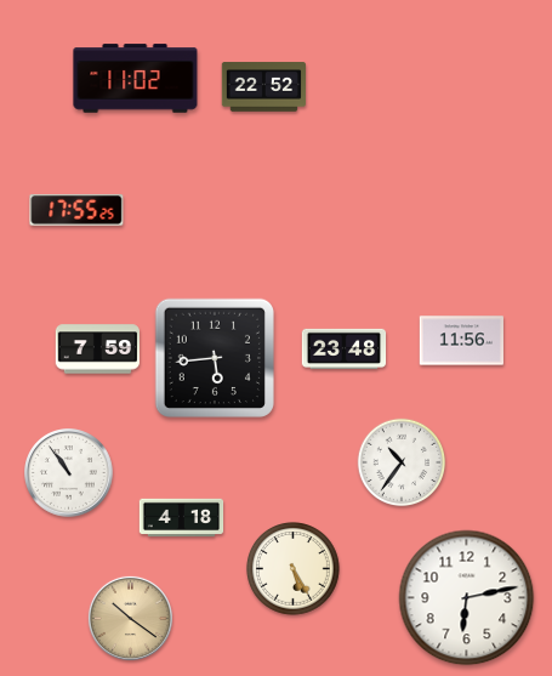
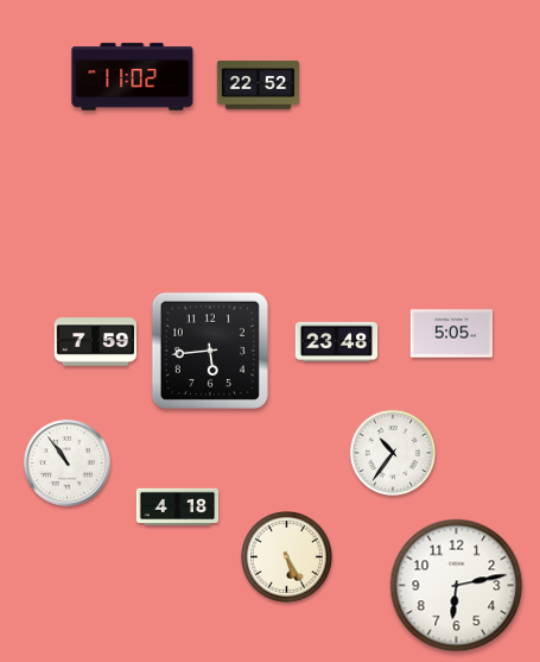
clock at (76, 210): 17:55 -> none
clock at (461, 341): 11:56 -> 5:05
clock at (130, 618): 10:21 -> none
